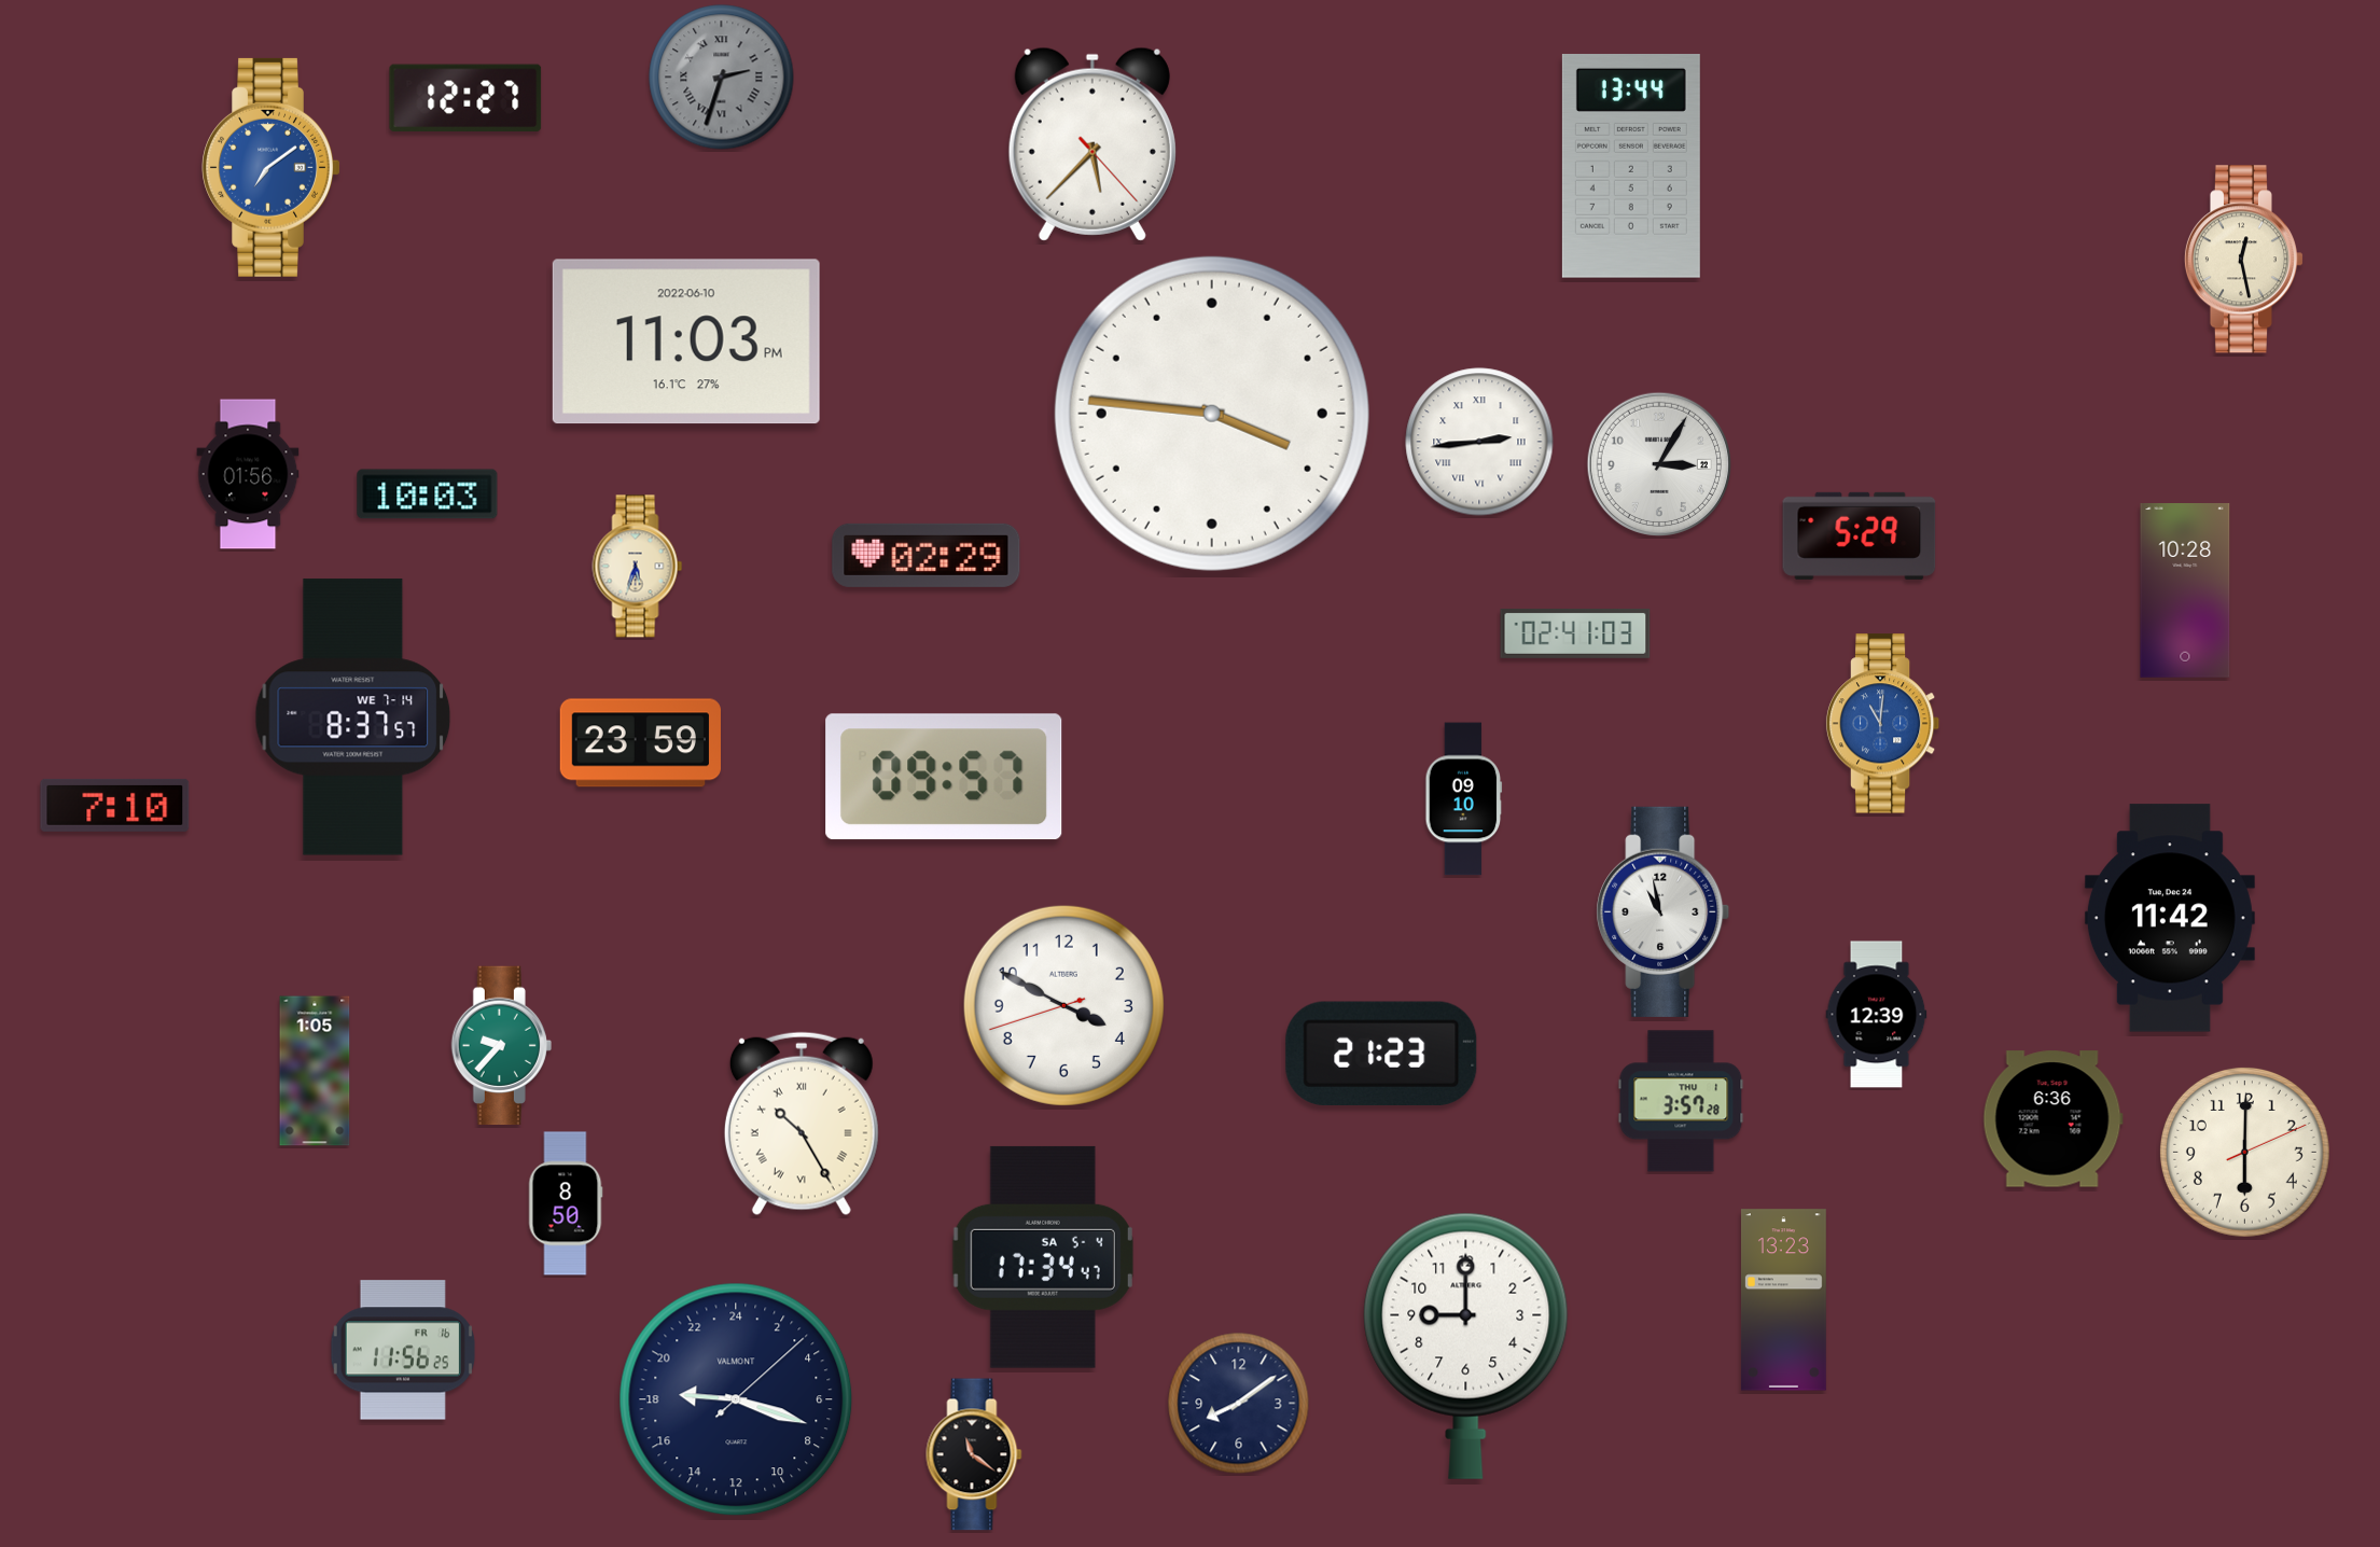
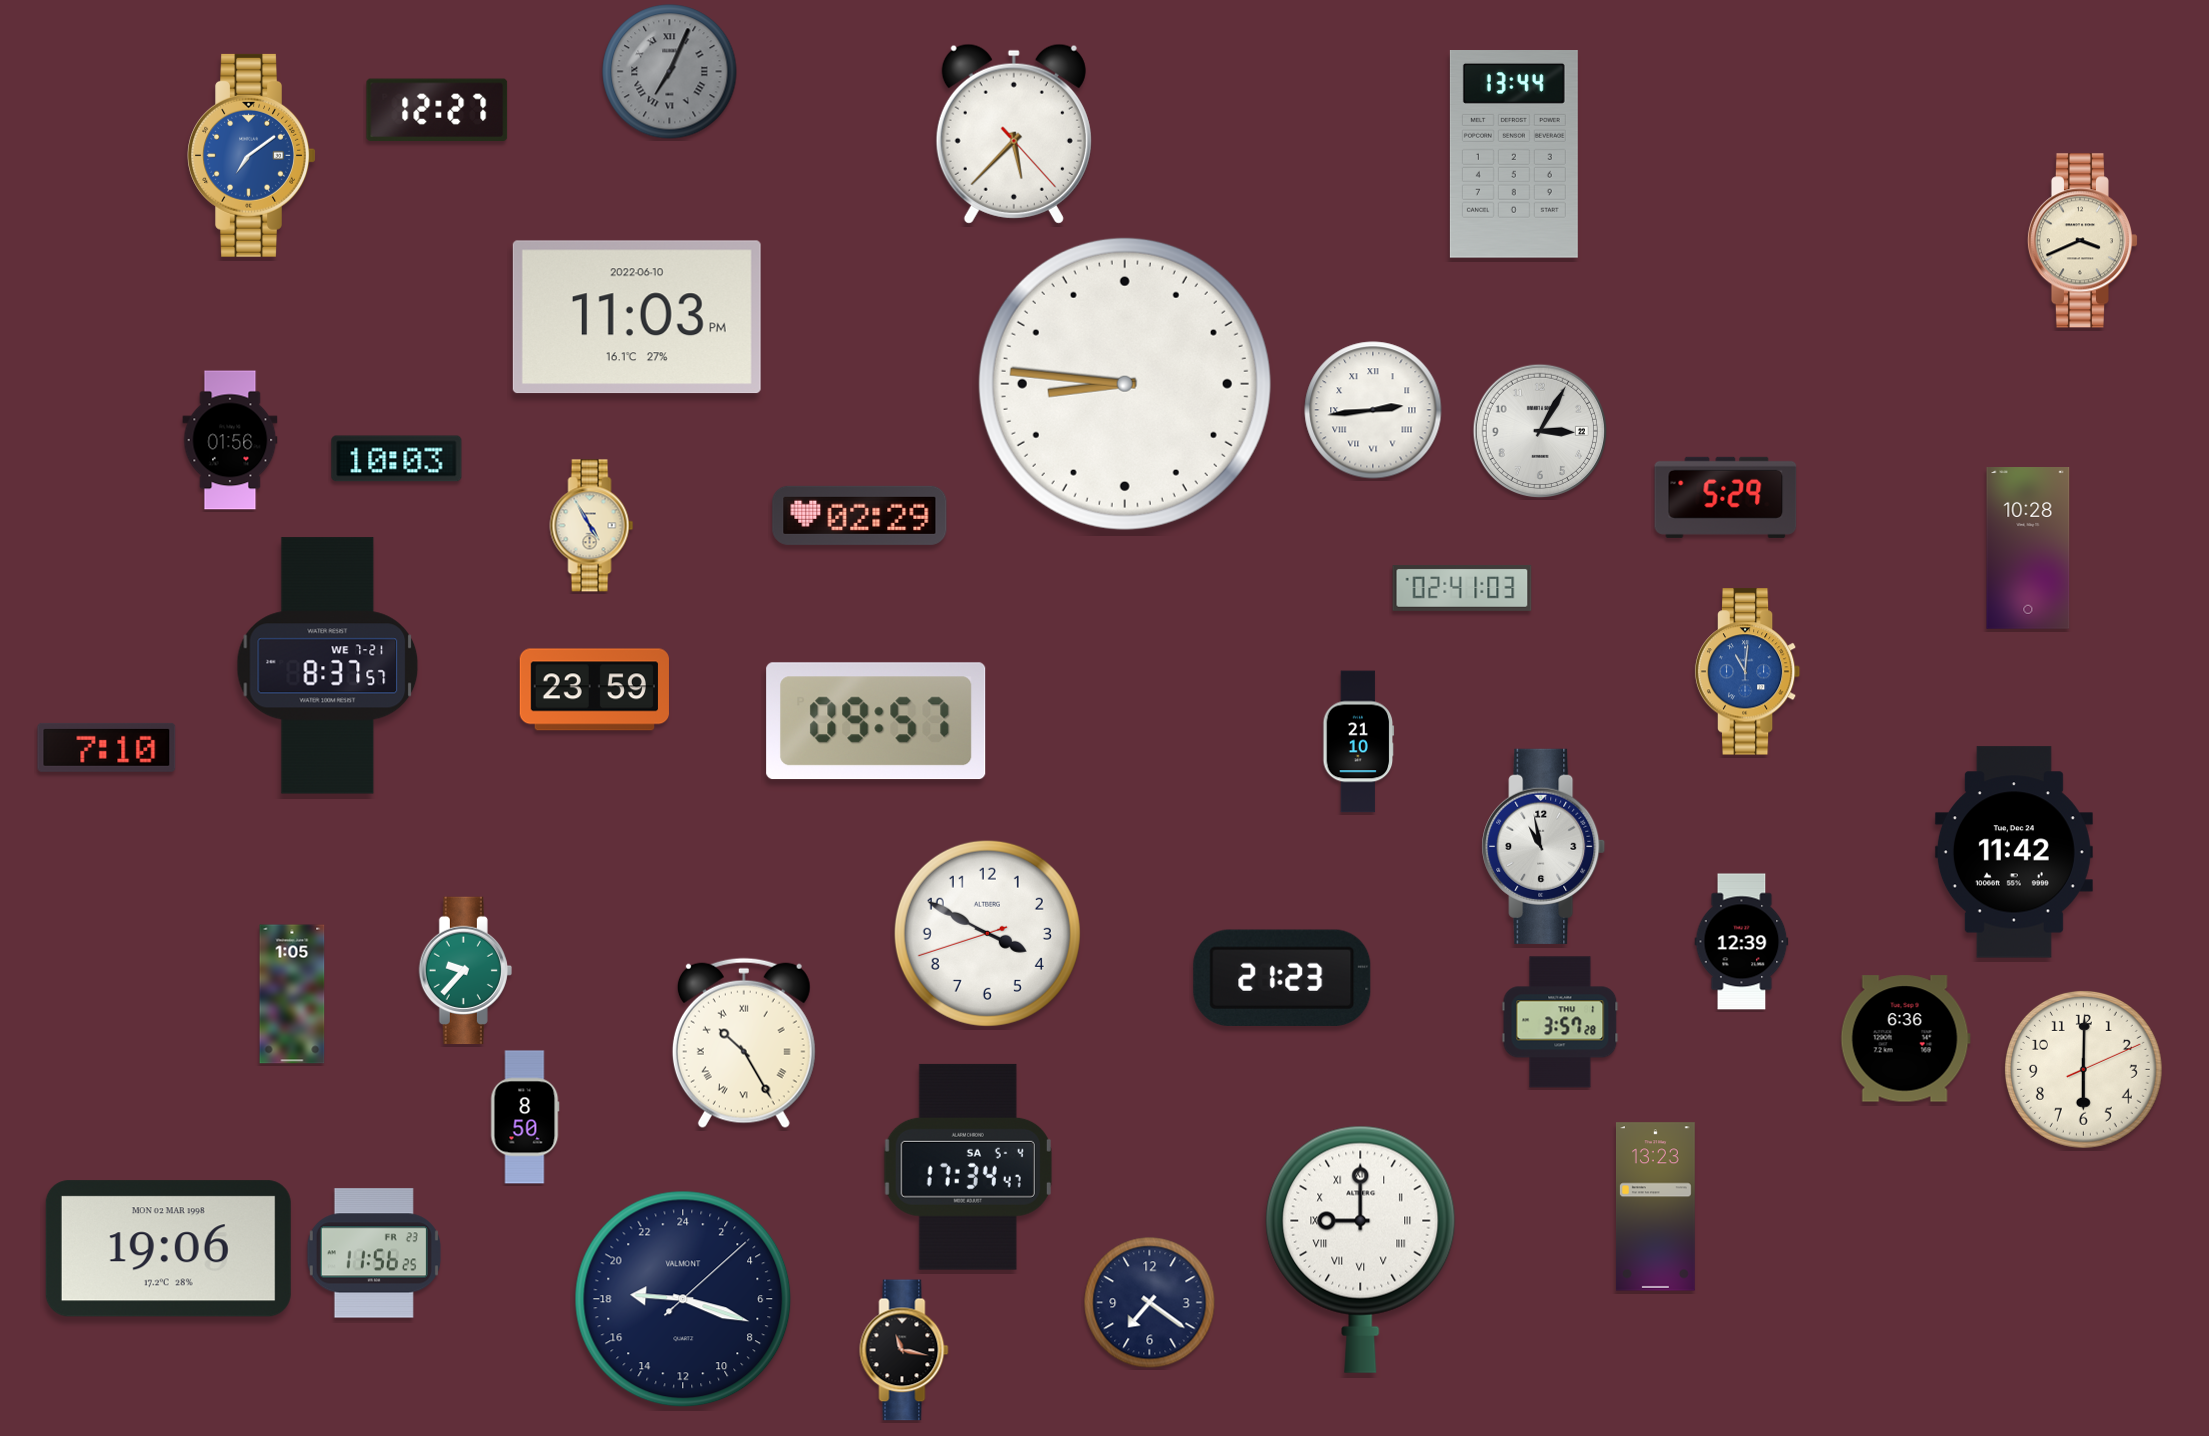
clock at (722, 78): 2:33 -> 7:04
clock at (465, 98) position: (465, 98) -> (437, 110)
clock at (2243, 260): 12:28 -> 3:41
clock at (1212, 414): 3:46 -> 8:46
clock at (638, 567): 5:33 -> 4:55
clock at (353, 717) date: WE 7-14 -> WE 7-21
clock at (1464, 799): 09:10 -> 21:10
clock at (168, 1249): none -> 19:06
clock at (1466, 1346) numerals: Arabic -> Roman
clock at (403, 1350) date: FR 16 -> FR 23
clock at (1239, 1404): 8:09 -> 7:21
clock at (974, 1454): 11:21 -> 11:17
